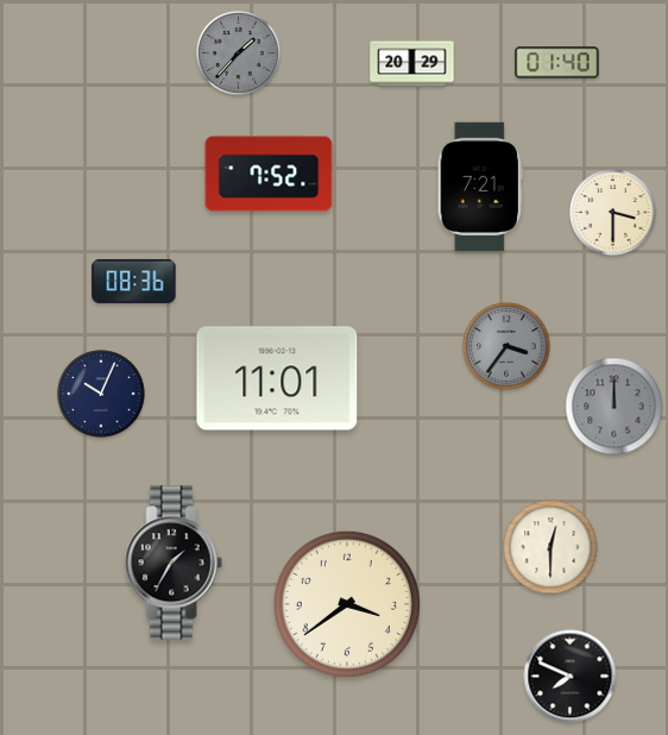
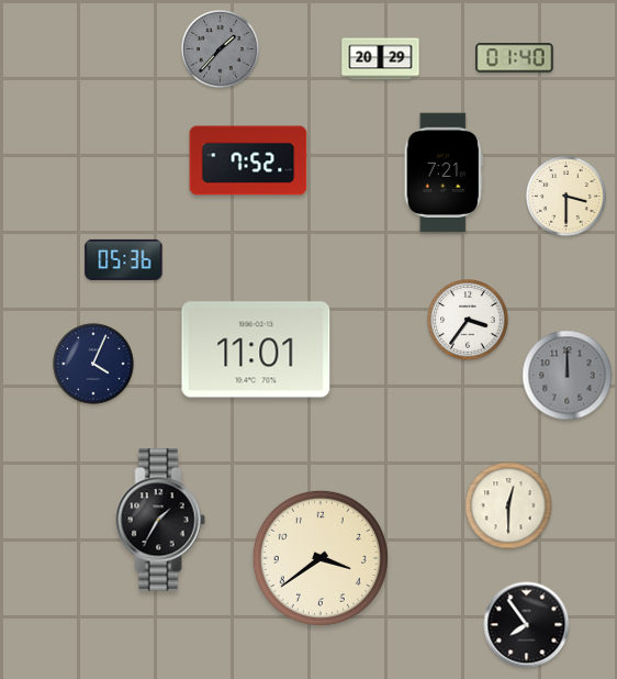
clock at (134, 281): 08:36 -> 05:36
clock at (506, 346) dial: grey -> white
clock at (101, 394): 10:04 -> 4:04
clock at (571, 677): 7:49 -> 7:54
